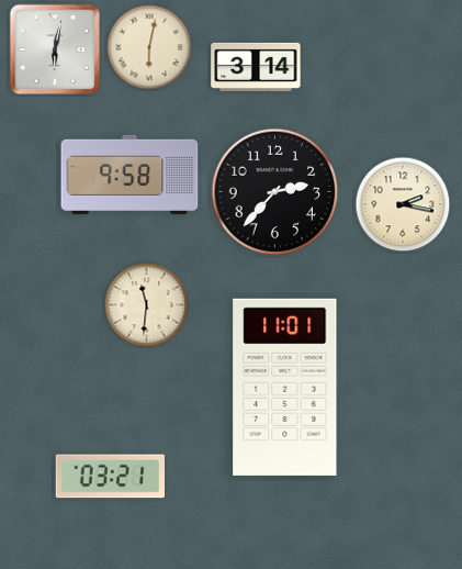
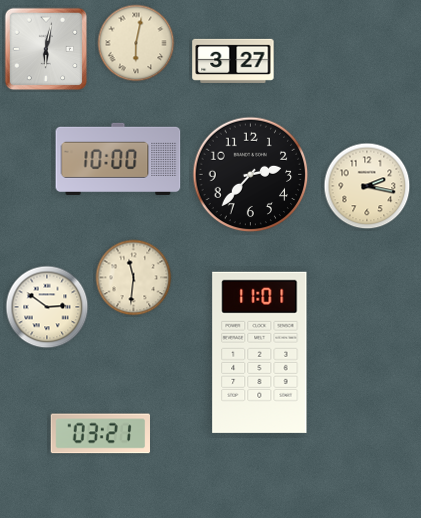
clock at (55, 49) position: (55, 49) -> (46, 49)
clock at (256, 67): 3:14 -> 3:27
clock at (129, 175): 9:58 -> 10:00
clock at (47, 307): none -> 2:51
